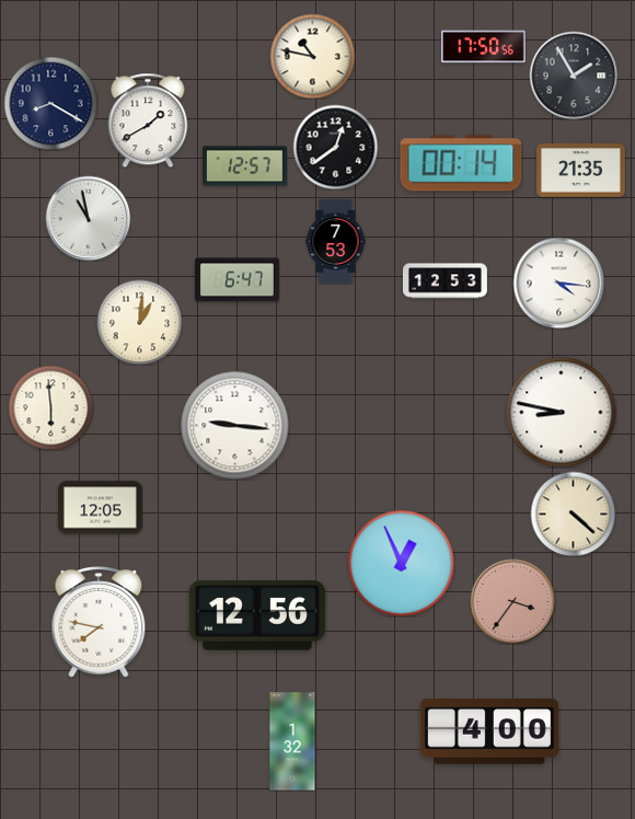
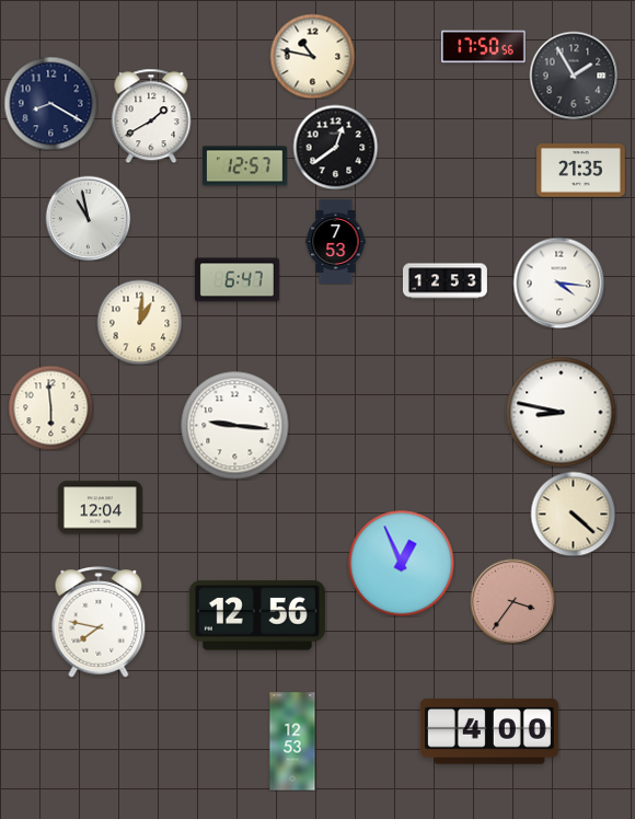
clock at (148, 120) position: (148, 120) -> (151, 116)
clock at (461, 163): 00:14 -> none
clock at (100, 508): 12:05 -> 12:04
clock at (292, 741): 1:32 -> 12:53
